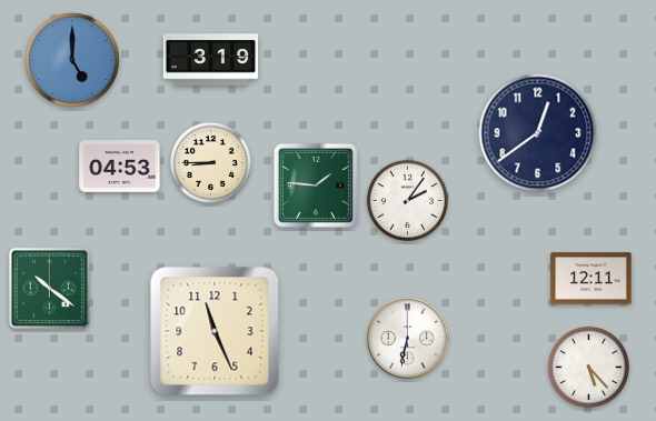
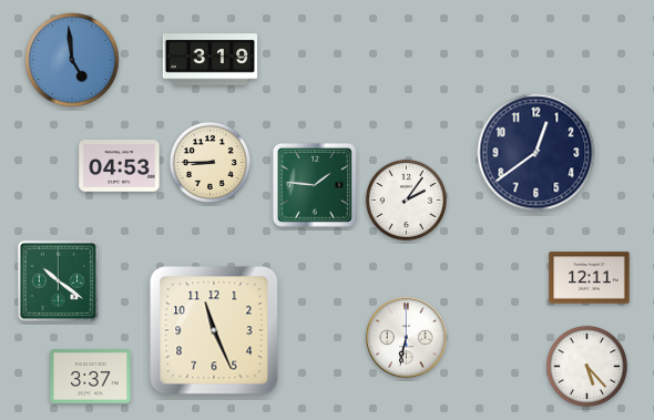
clock at (72, 60): 5:00 -> 4:59
clock at (538, 133) position: (538, 133) -> (537, 153)
clock at (49, 288) position: (49, 288) -> (58, 280)
clock at (91, 377): none -> 3:37
